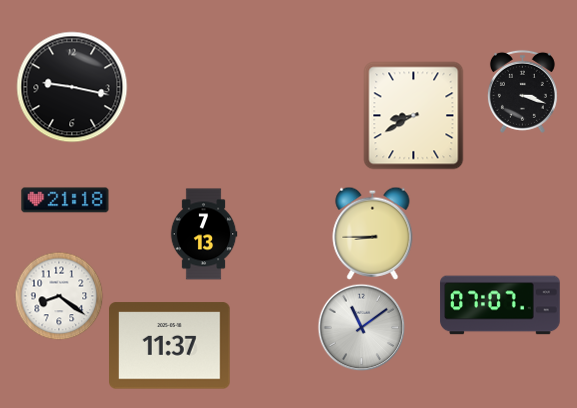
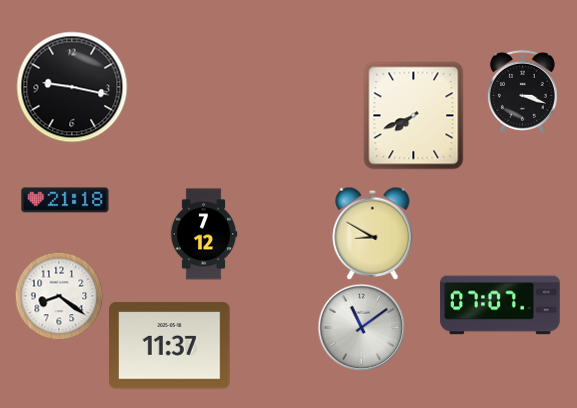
clock at (414, 116): 8:40 -> 7:41
clock at (373, 233): 8:45 -> 8:50
clock at (204, 234): 7:13 -> 7:12
